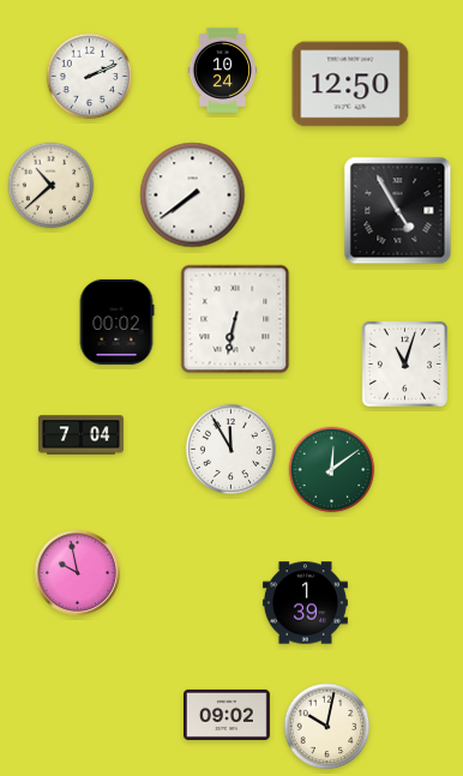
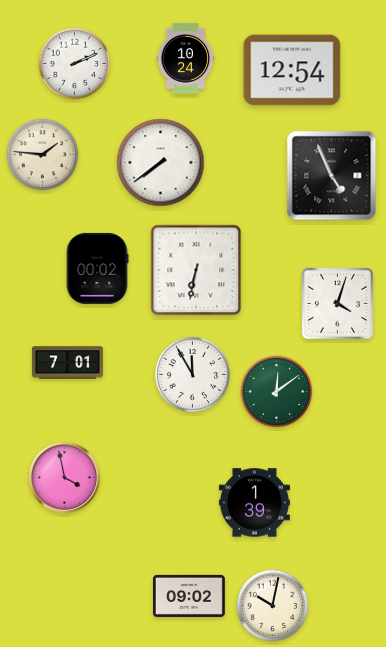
clock at (350, 84): 12:50 -> 12:54
clock at (52, 186): 10:38 -> 1:46
clock at (398, 211): 4:55 -> 4:56
clock at (235, 319) position: (235, 319) -> (196, 270)
clock at (404, 363): 11:03 -> 4:03
clock at (80, 435): 7:04 -> 7:01
clock at (77, 572): 9:58 -> 3:58
